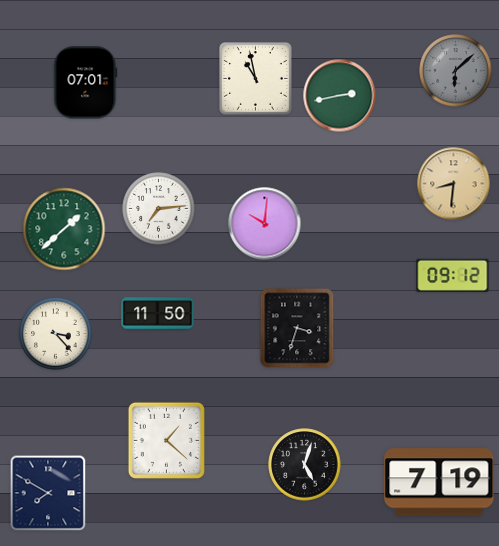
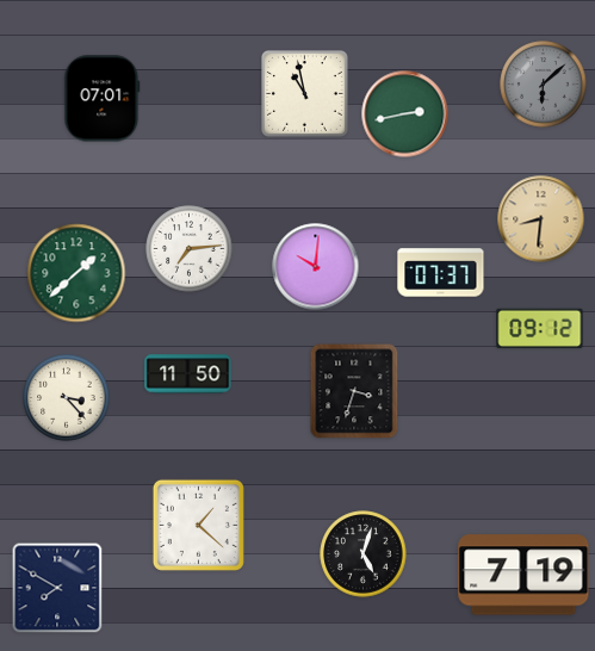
clock at (441, 273): none -> 07:37
